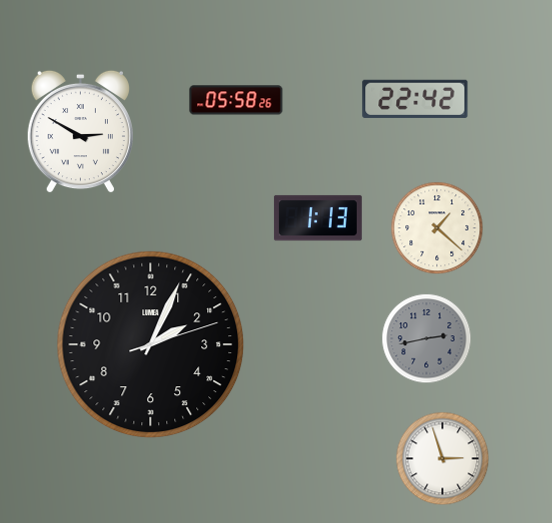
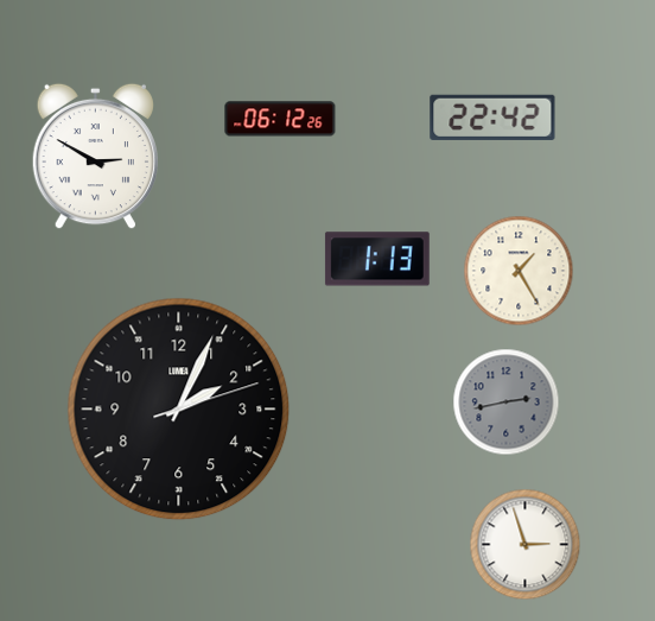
clock at (236, 100): 05:58 -> 06:12
clock at (437, 228): 1:22 -> 1:25
